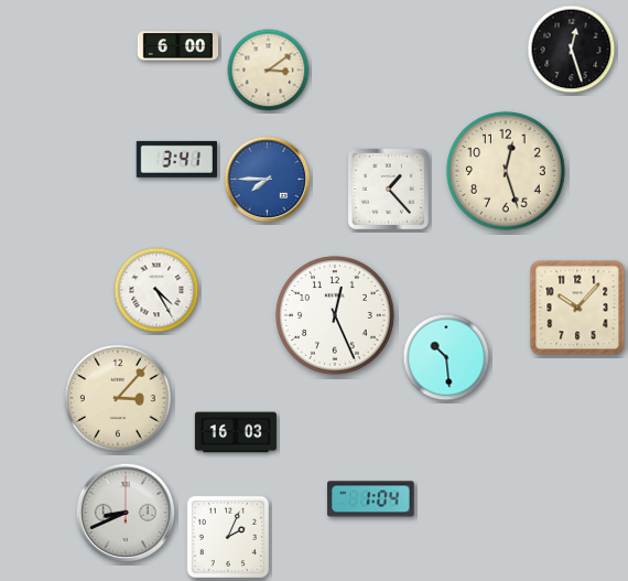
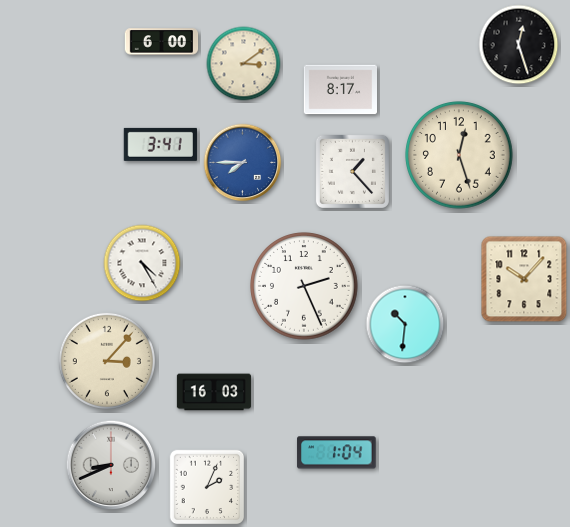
clock at (340, 90): none -> 8:17
clock at (335, 315): 12:26 -> 2:26
clock at (446, 357): 10:29 -> 10:31
clock at (126, 513) position: (126, 513) -> (111, 465)
